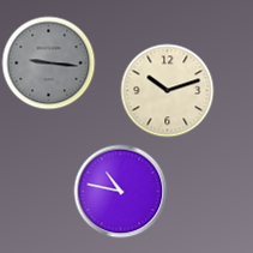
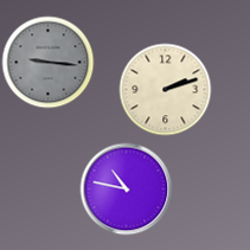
clock at (167, 90): 10:12 -> 2:12
clock at (120, 191) position: (120, 191) -> (126, 188)
